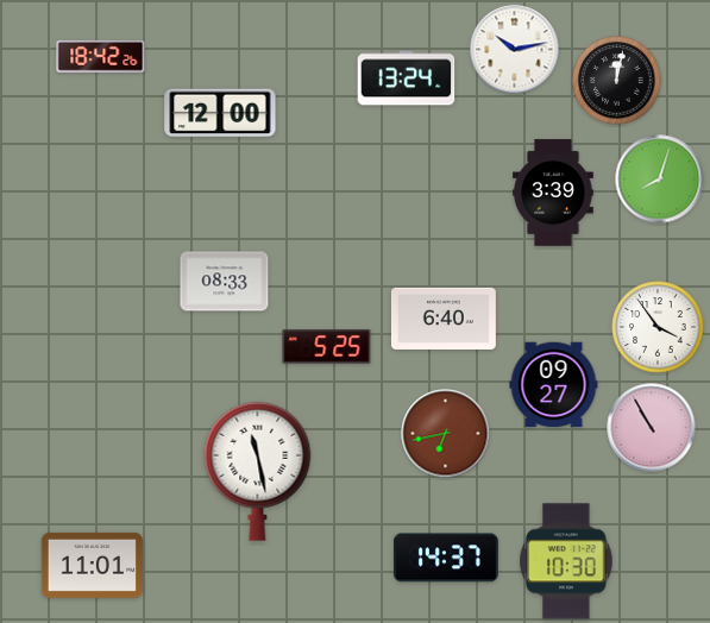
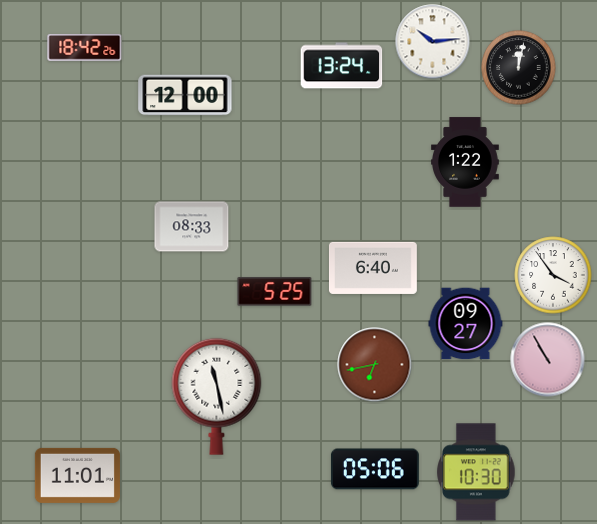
clock at (515, 50): 10:13 -> 10:14
clock at (660, 180): 8:03 -> none
clock at (554, 193): 3:39 -> 1:22
clock at (225, 282) position: (225, 282) -> (192, 227)
clock at (446, 558): 14:37 -> 05:06
